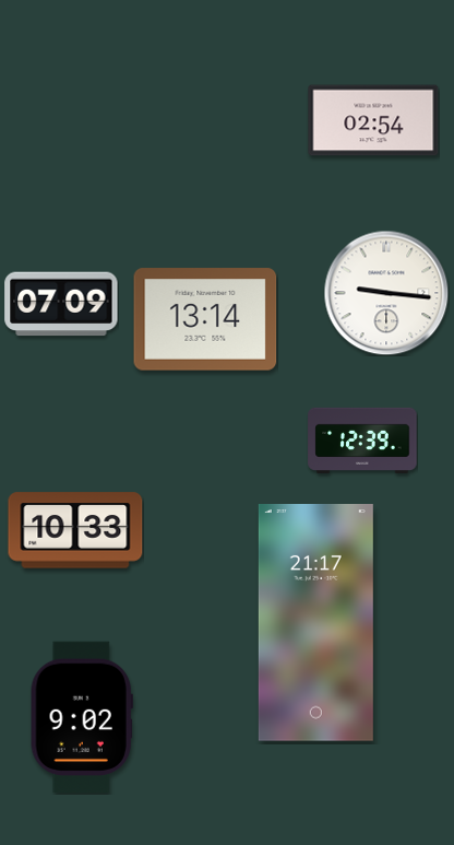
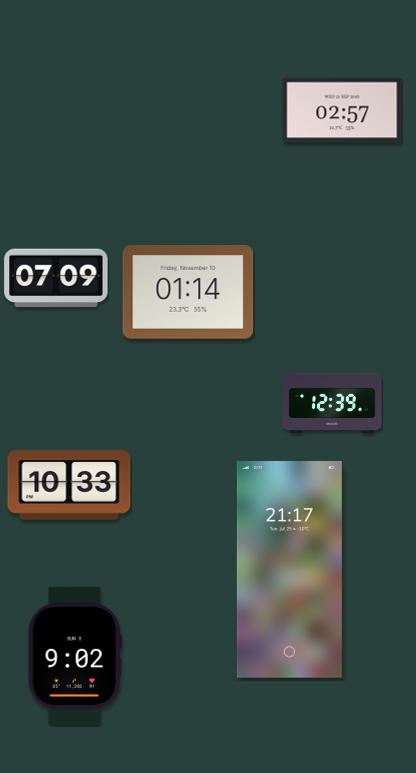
clock at (373, 120): 02:54 -> 02:57
clock at (386, 293): 9:16 -> none
clock at (205, 319): 13:14 -> 01:14
